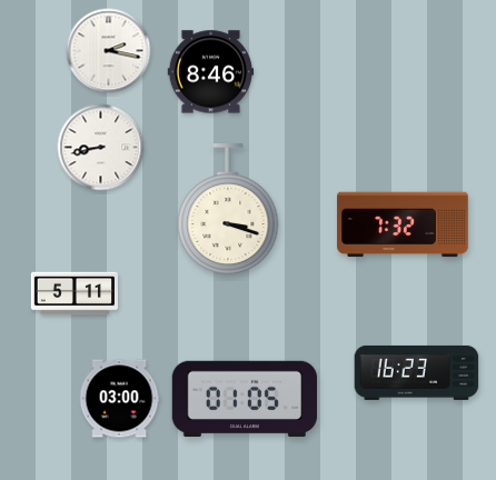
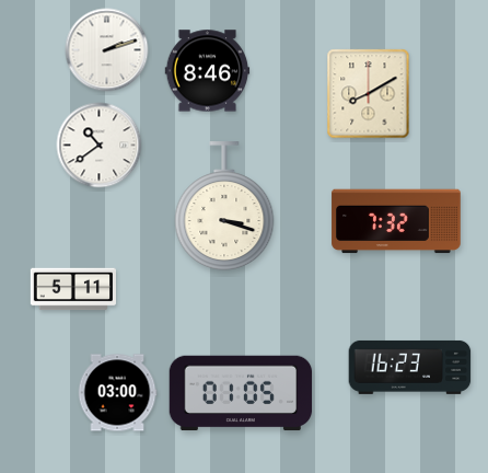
clock at (109, 51): 2:17 -> 2:12
clock at (369, 94): none -> 8:10
clock at (101, 148): 8:43 -> 10:39
